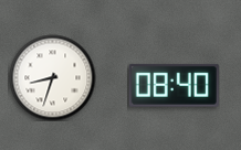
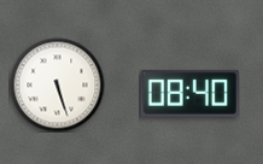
clock at (52, 77): 8:33 -> 5:27
